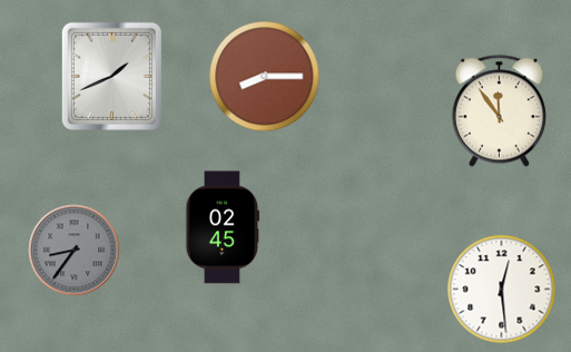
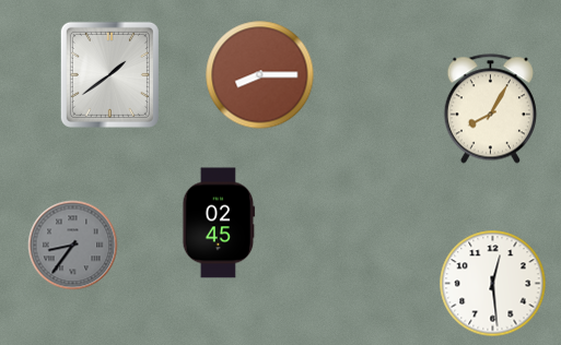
clock at (111, 76): 1:41 -> 1:39
clock at (499, 111): 11:54 -> 8:05
